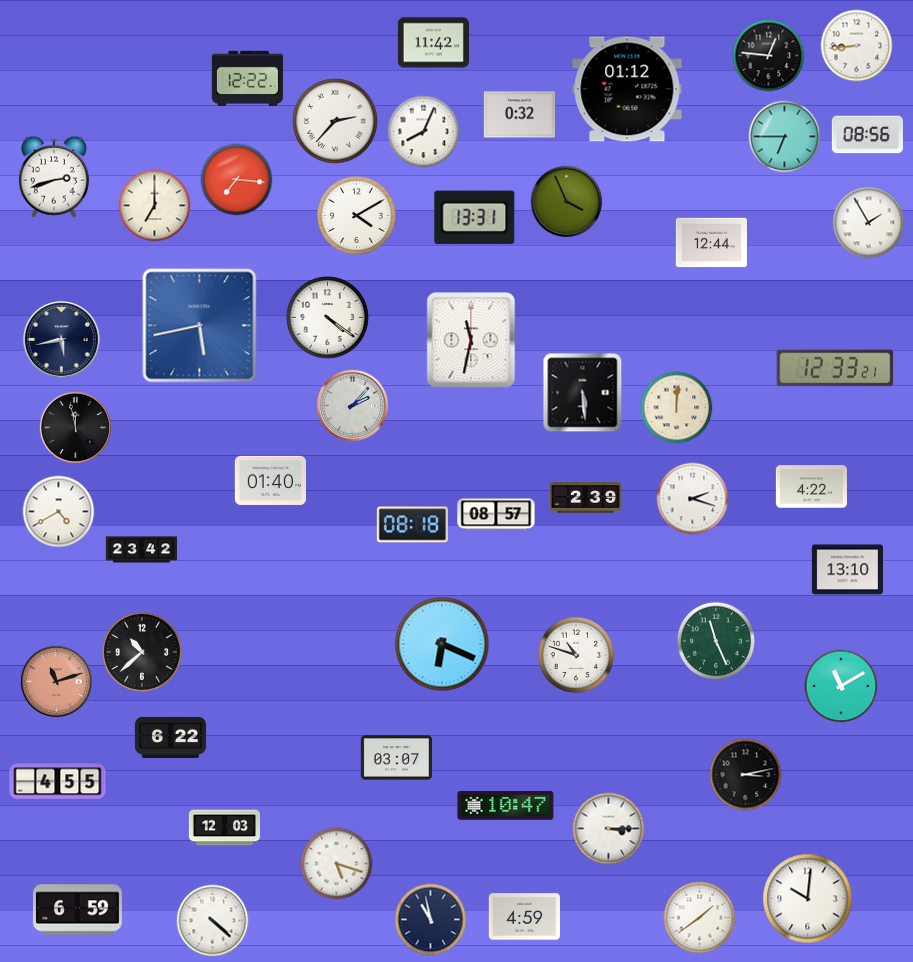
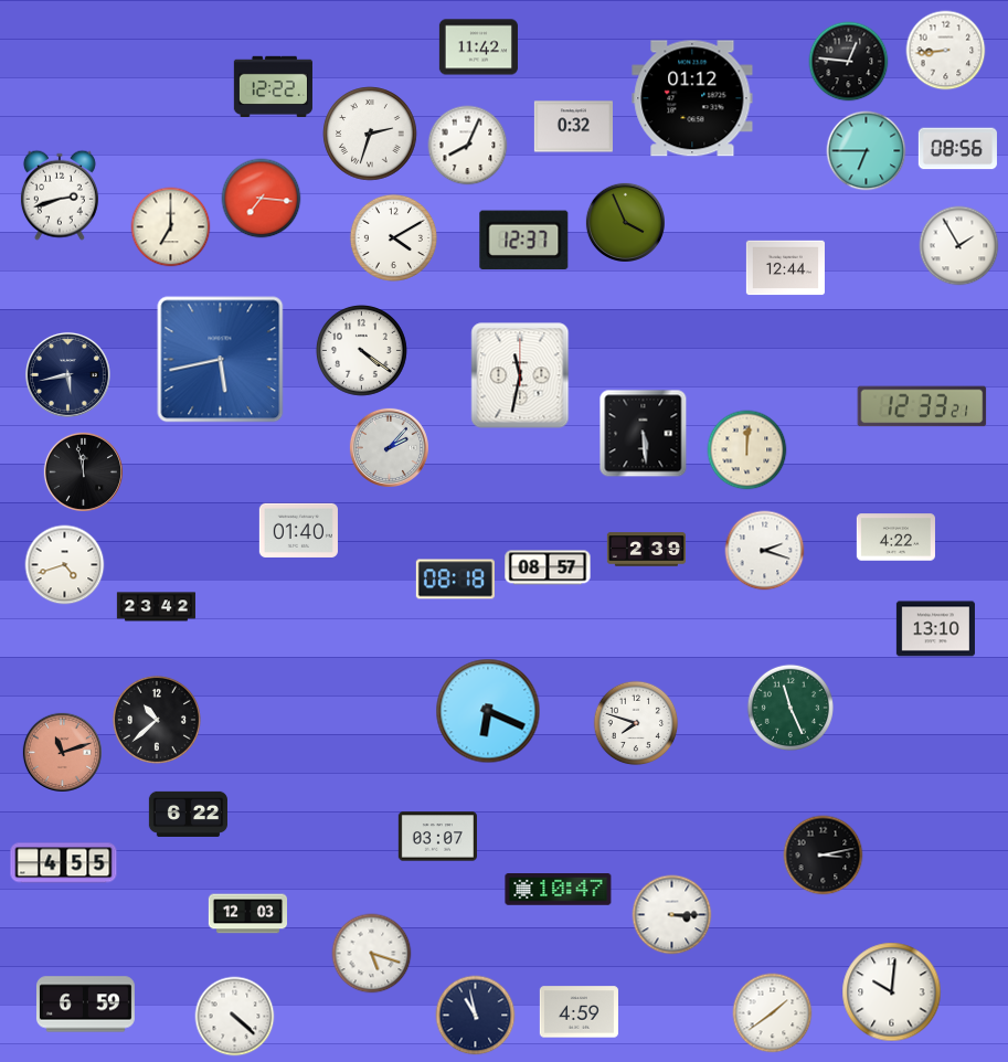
clock at (335, 121): 2:37 -> 2:33
clock at (475, 218): 13:31 -> 12:37
clock at (59, 512): 4:40 -> 4:42
clock at (576, 655): 10:48 -> 7:48
clock at (841, 686): 11:10 -> none
